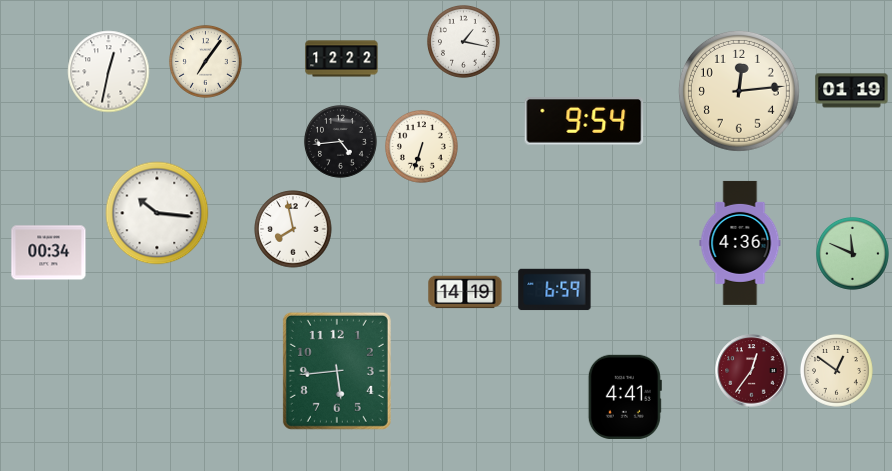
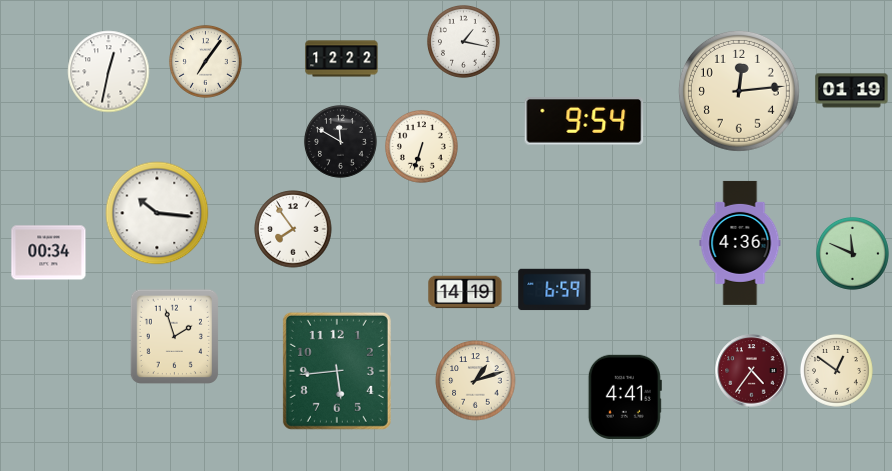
clock at (340, 141): 4:44 -> 11:50
clock at (293, 229): 7:58 -> 7:54
clock at (174, 336): none -> 1:57
clock at (752, 371): 12:36 -> 4:36
clock at (476, 381): none -> 1:12
